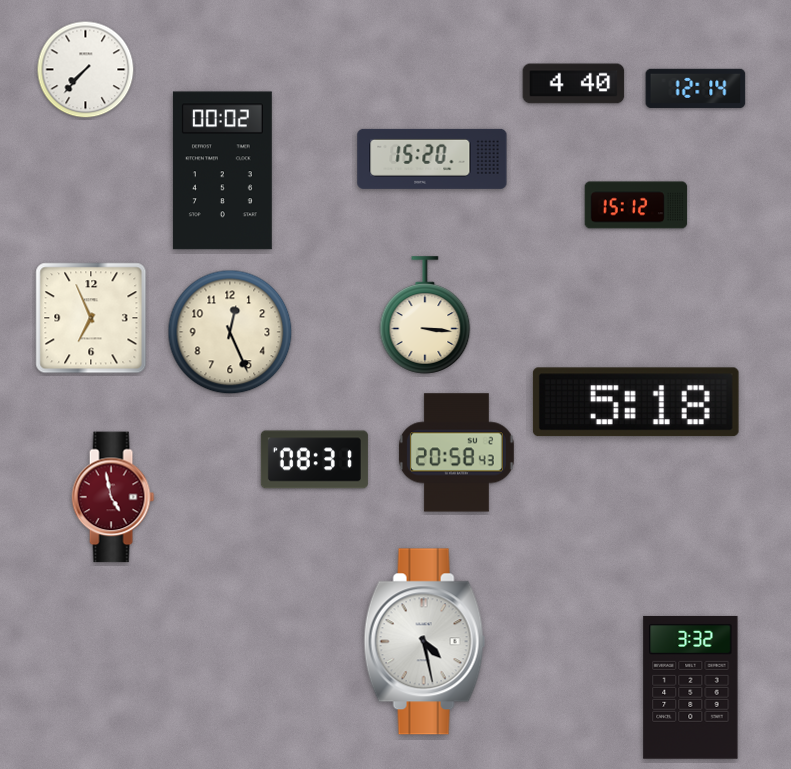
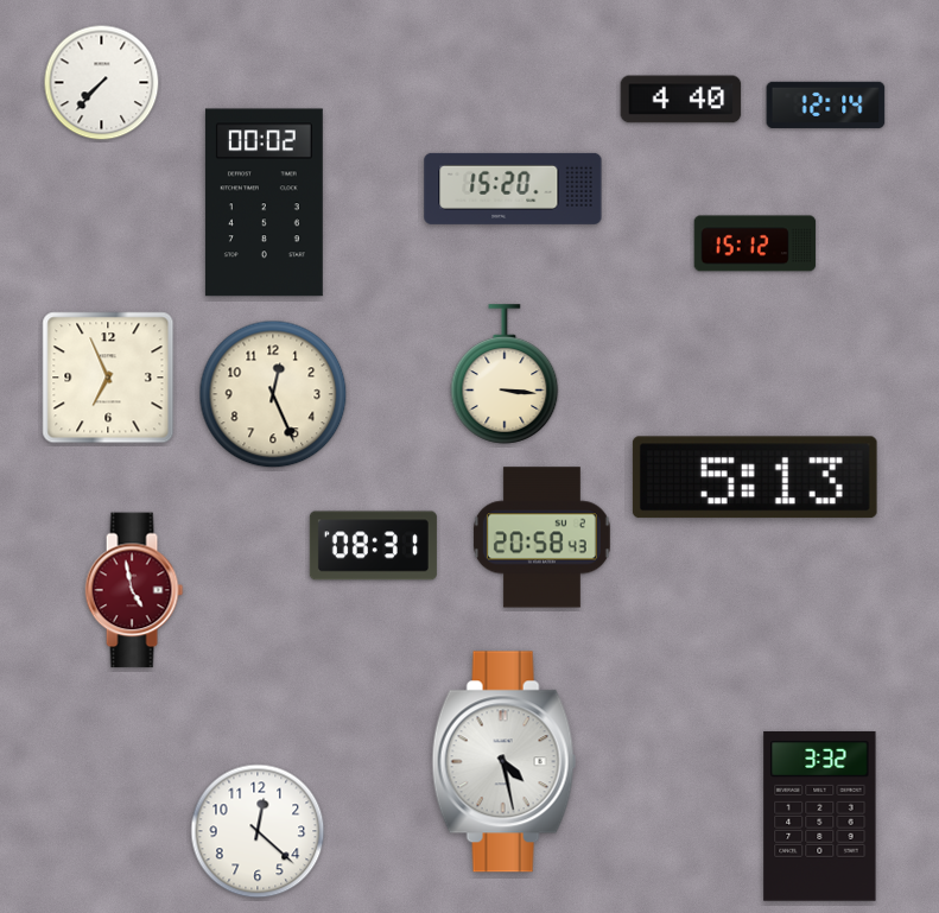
clock at (636, 402): 5:18 -> 5:13
clock at (258, 831): none -> 12:22
